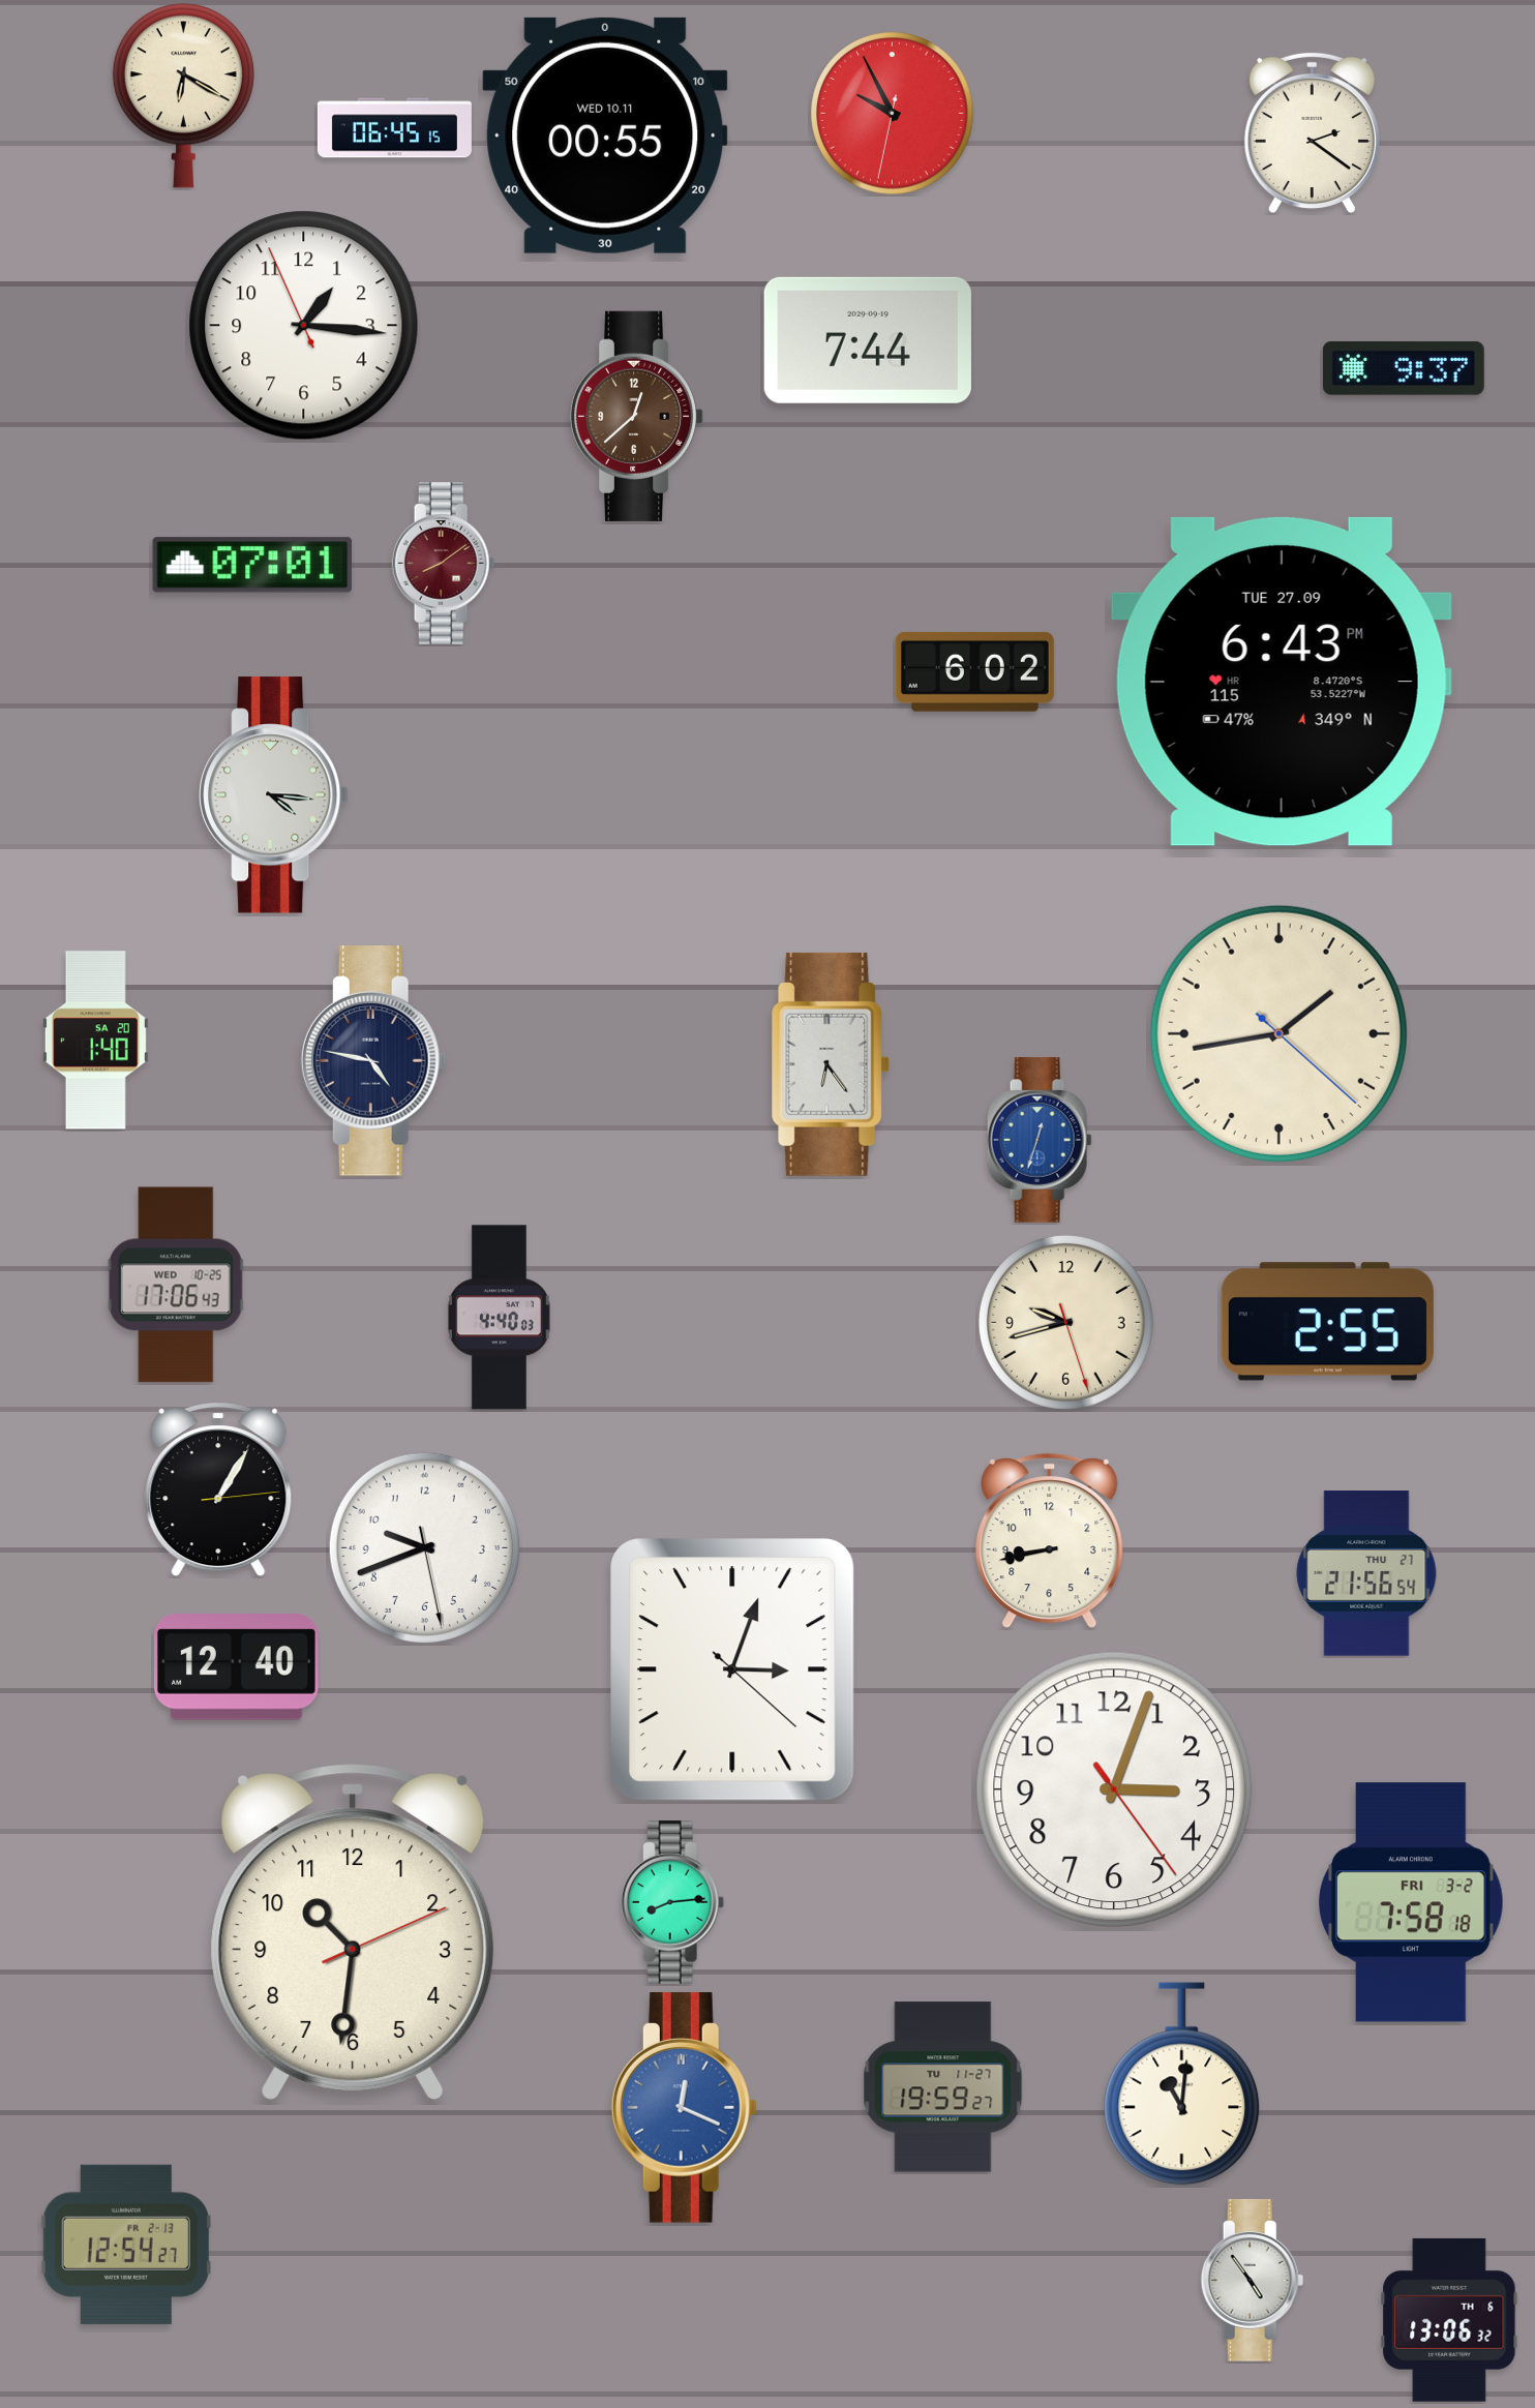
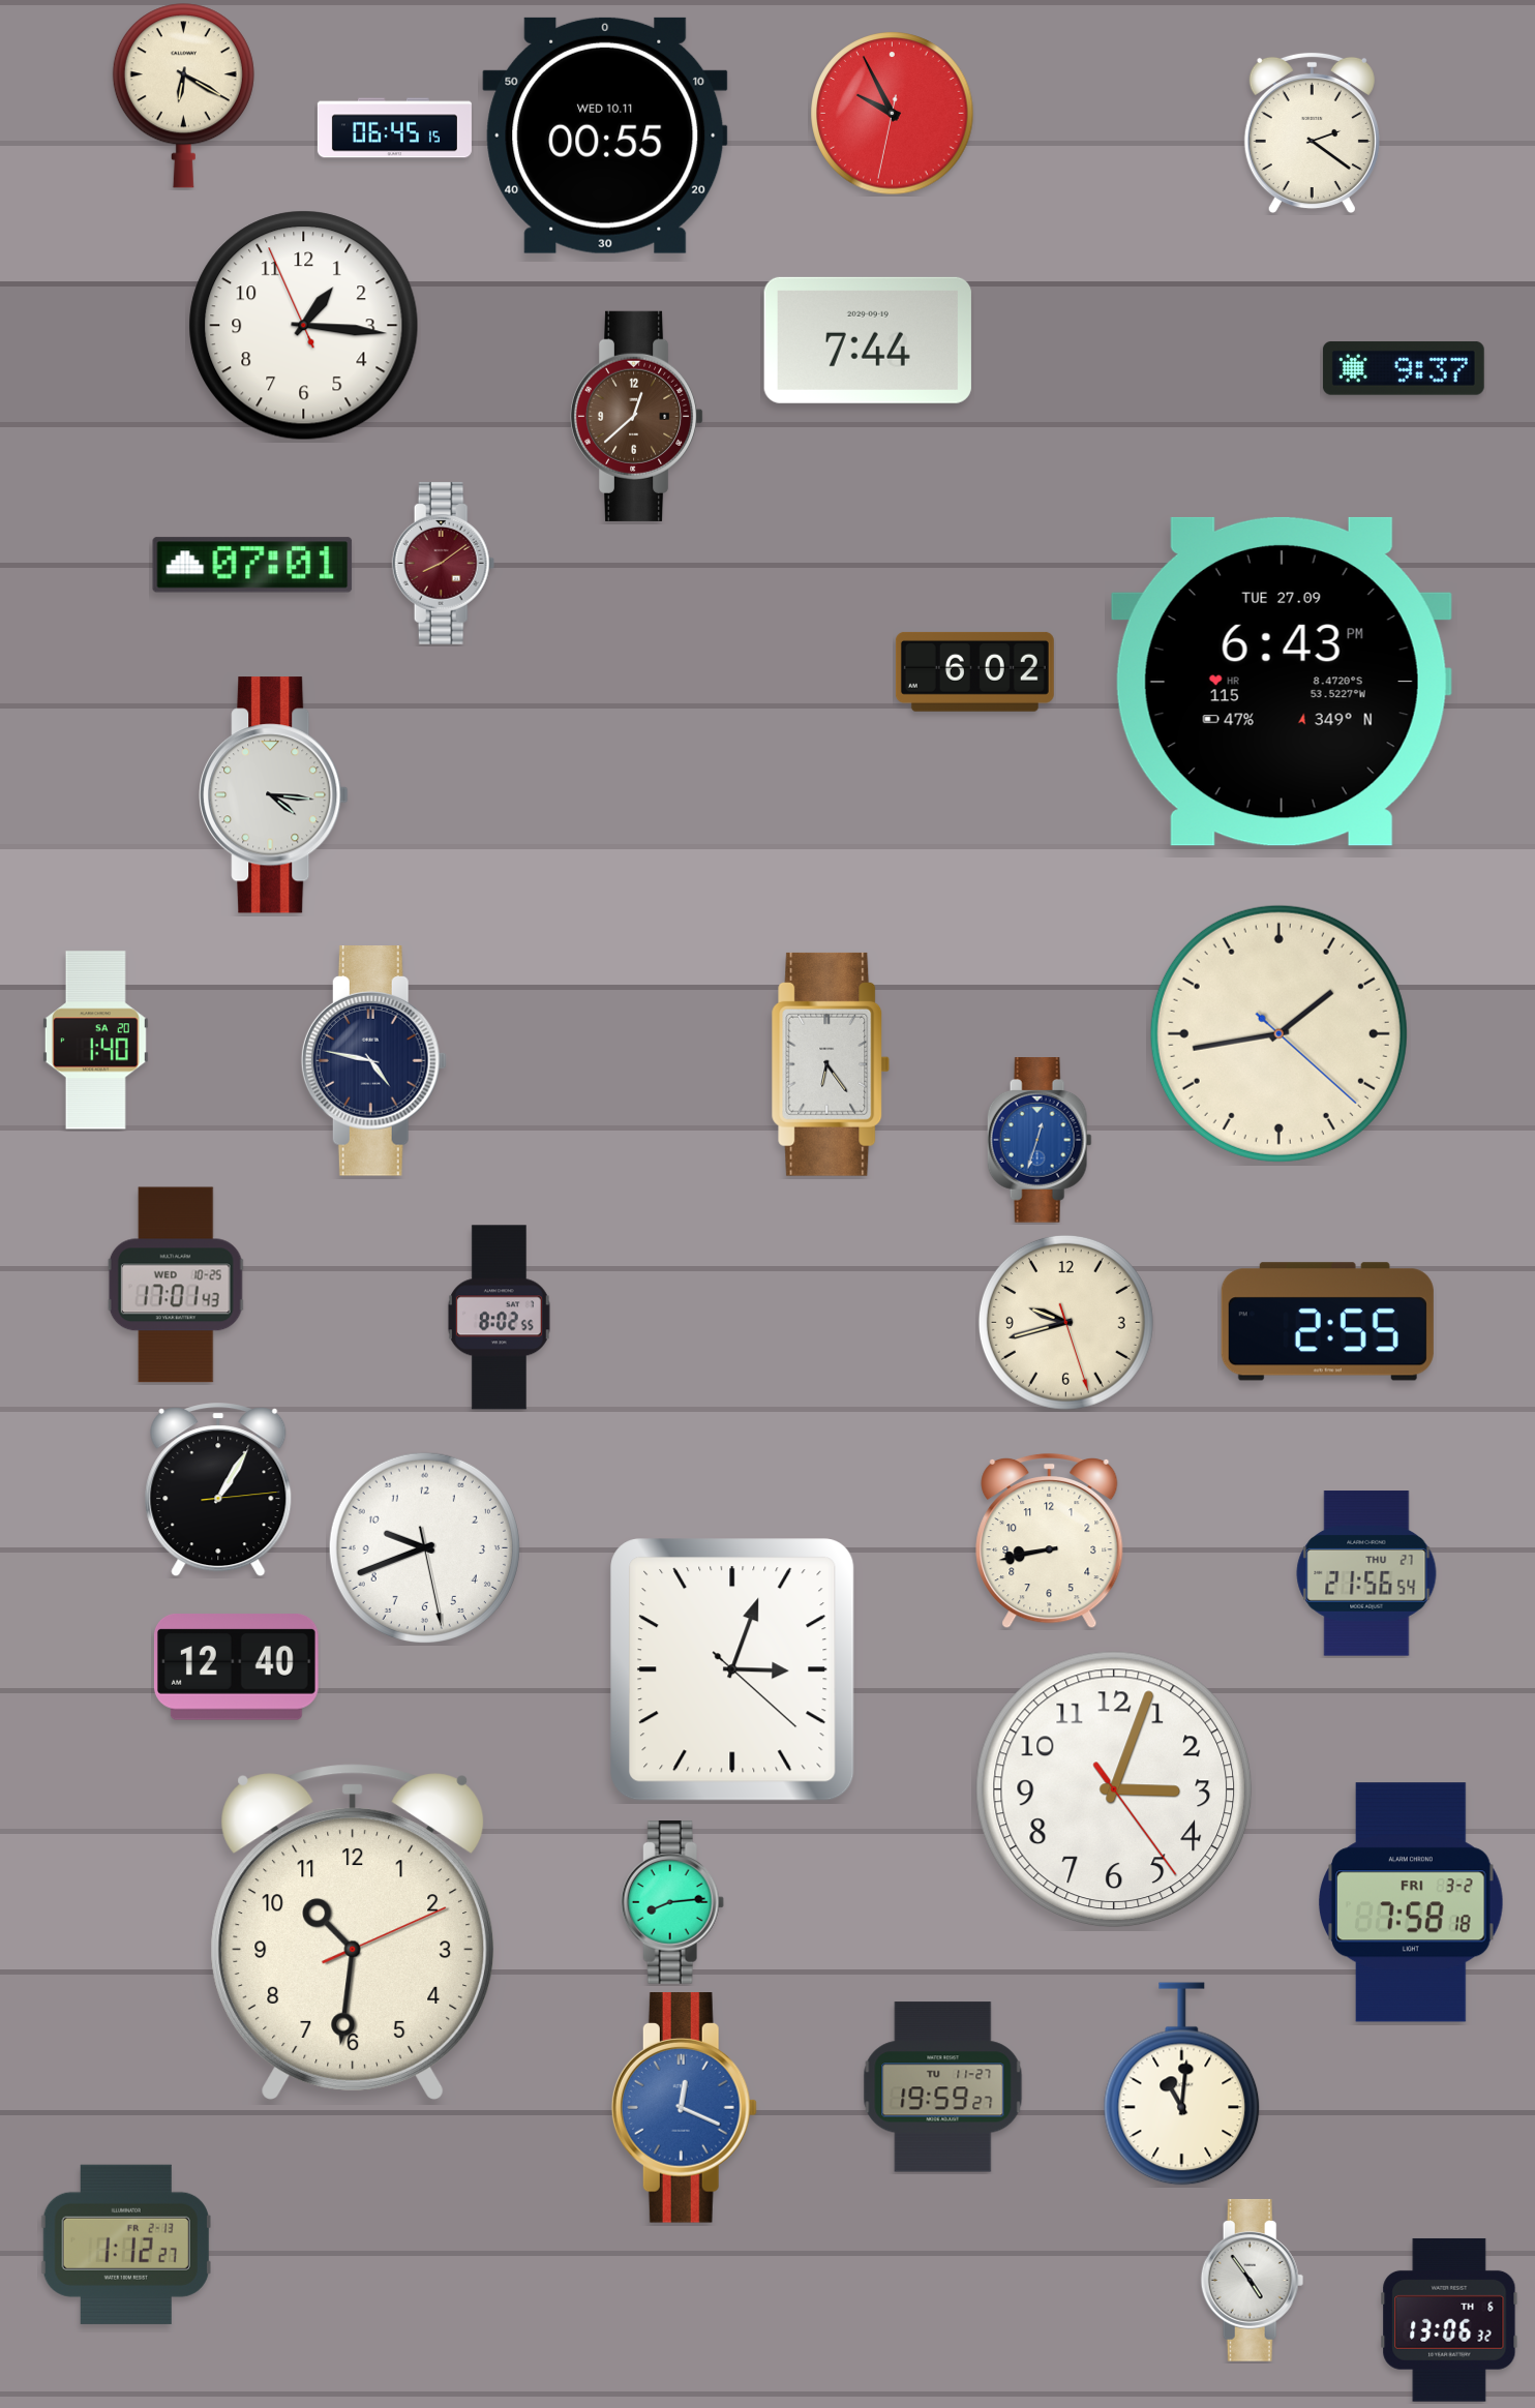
clock at (176, 1285): 17:06 -> 17:01
clock at (499, 1318): 4:40 -> 8:02
clock at (126, 2245): 12:54 -> 1:12
